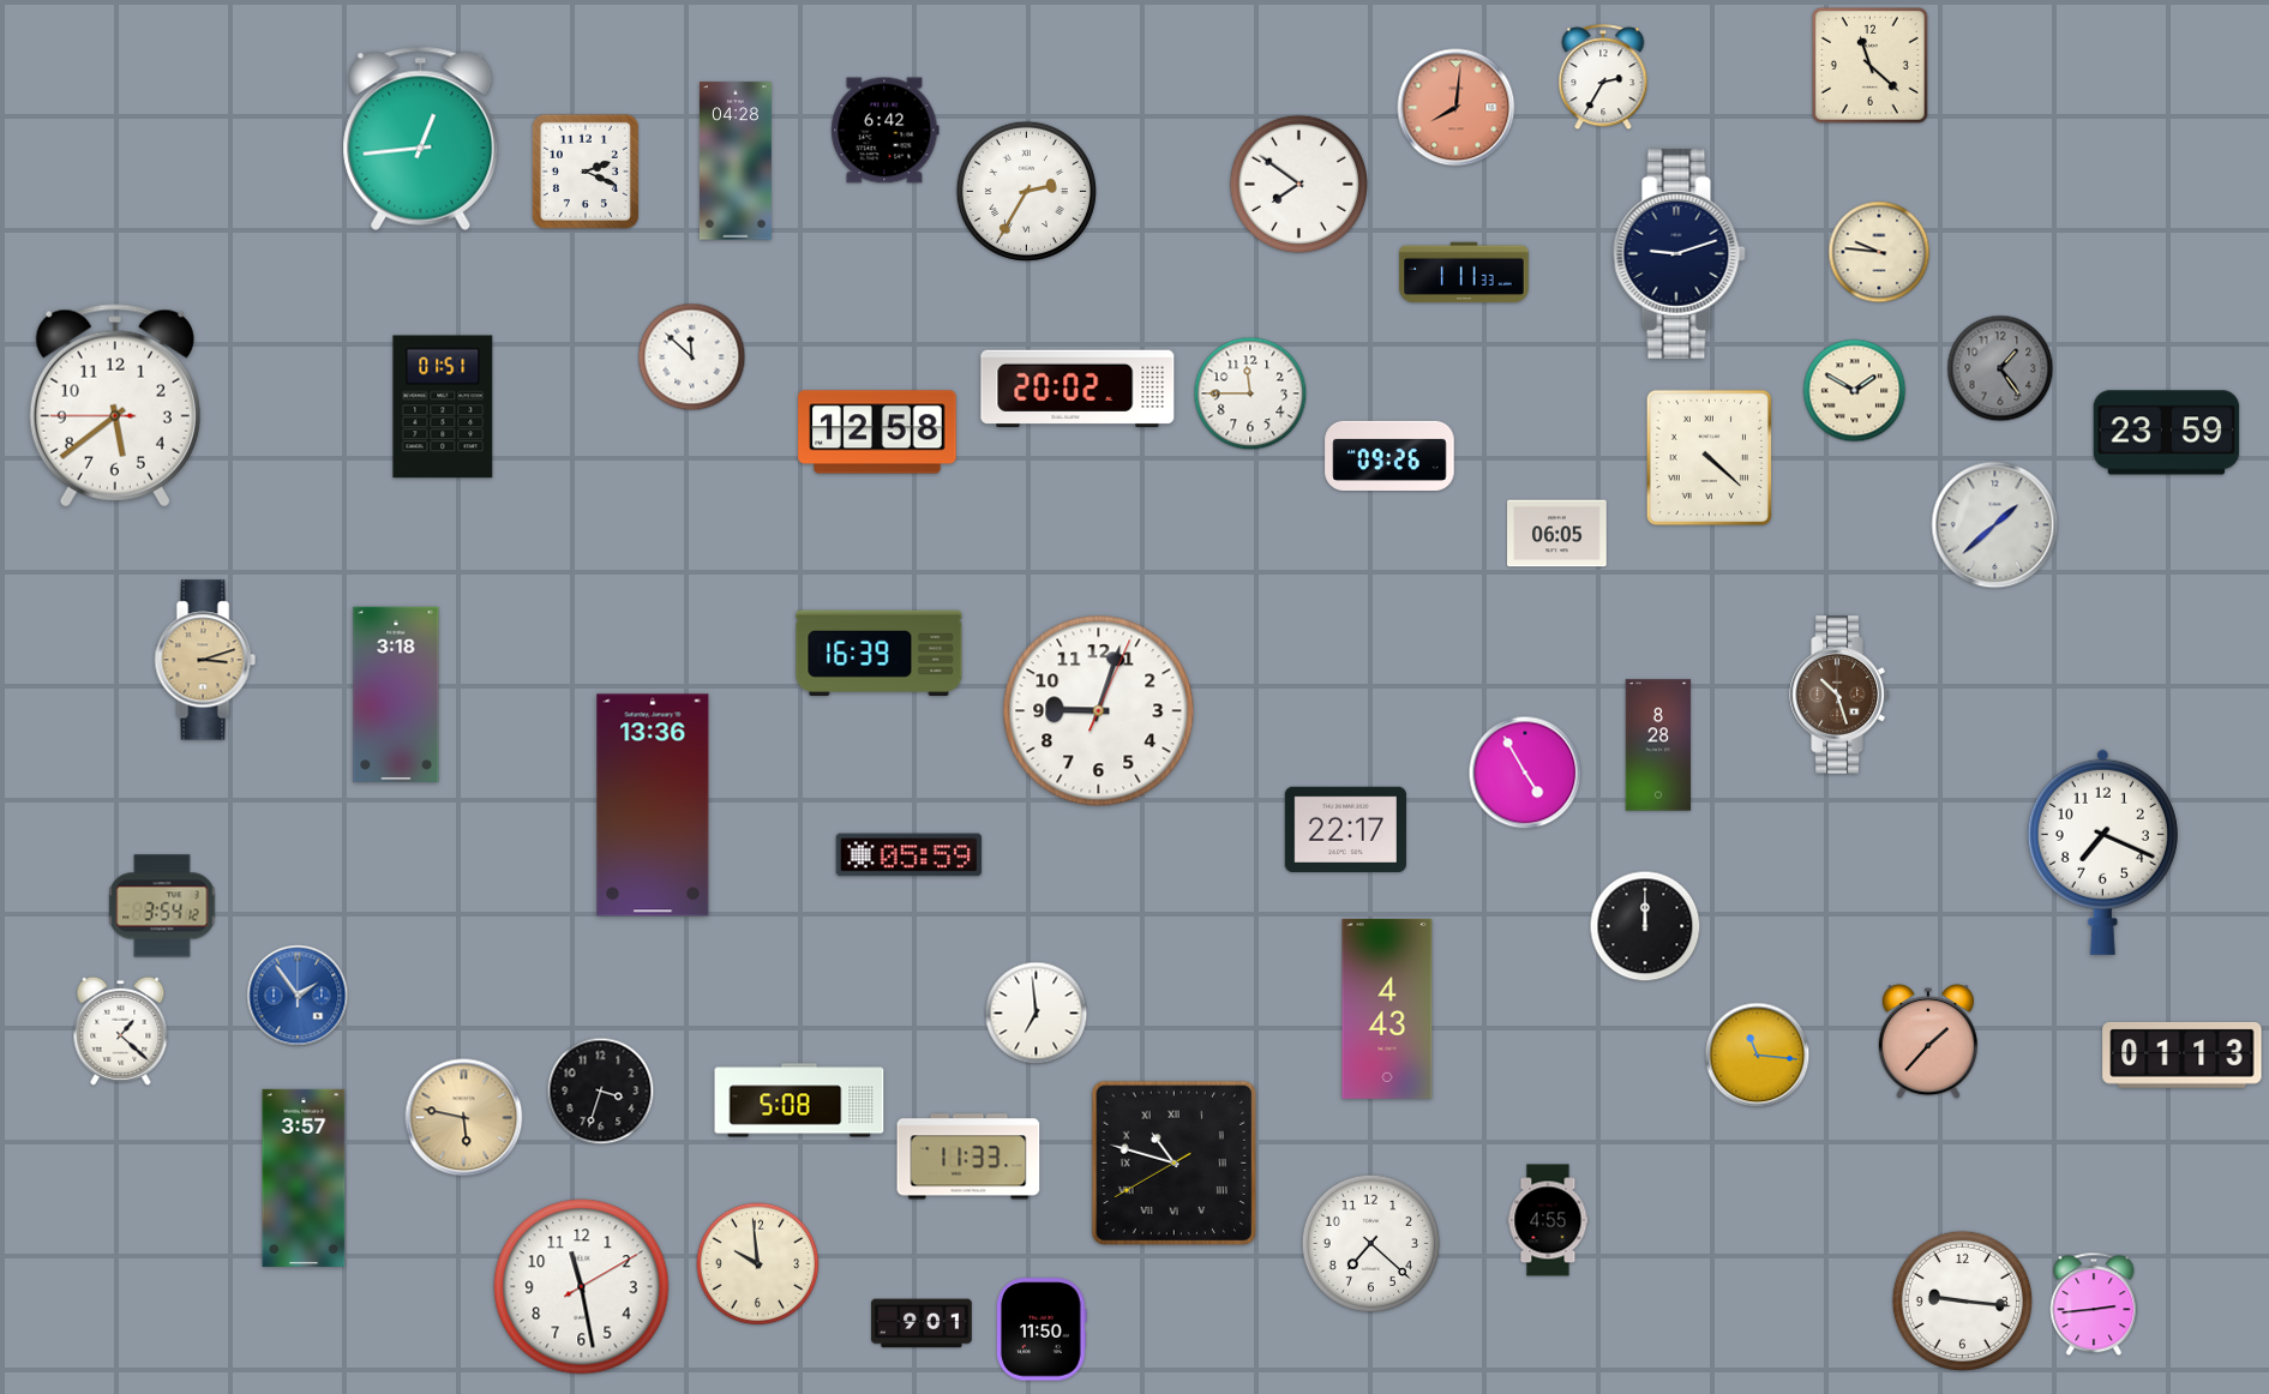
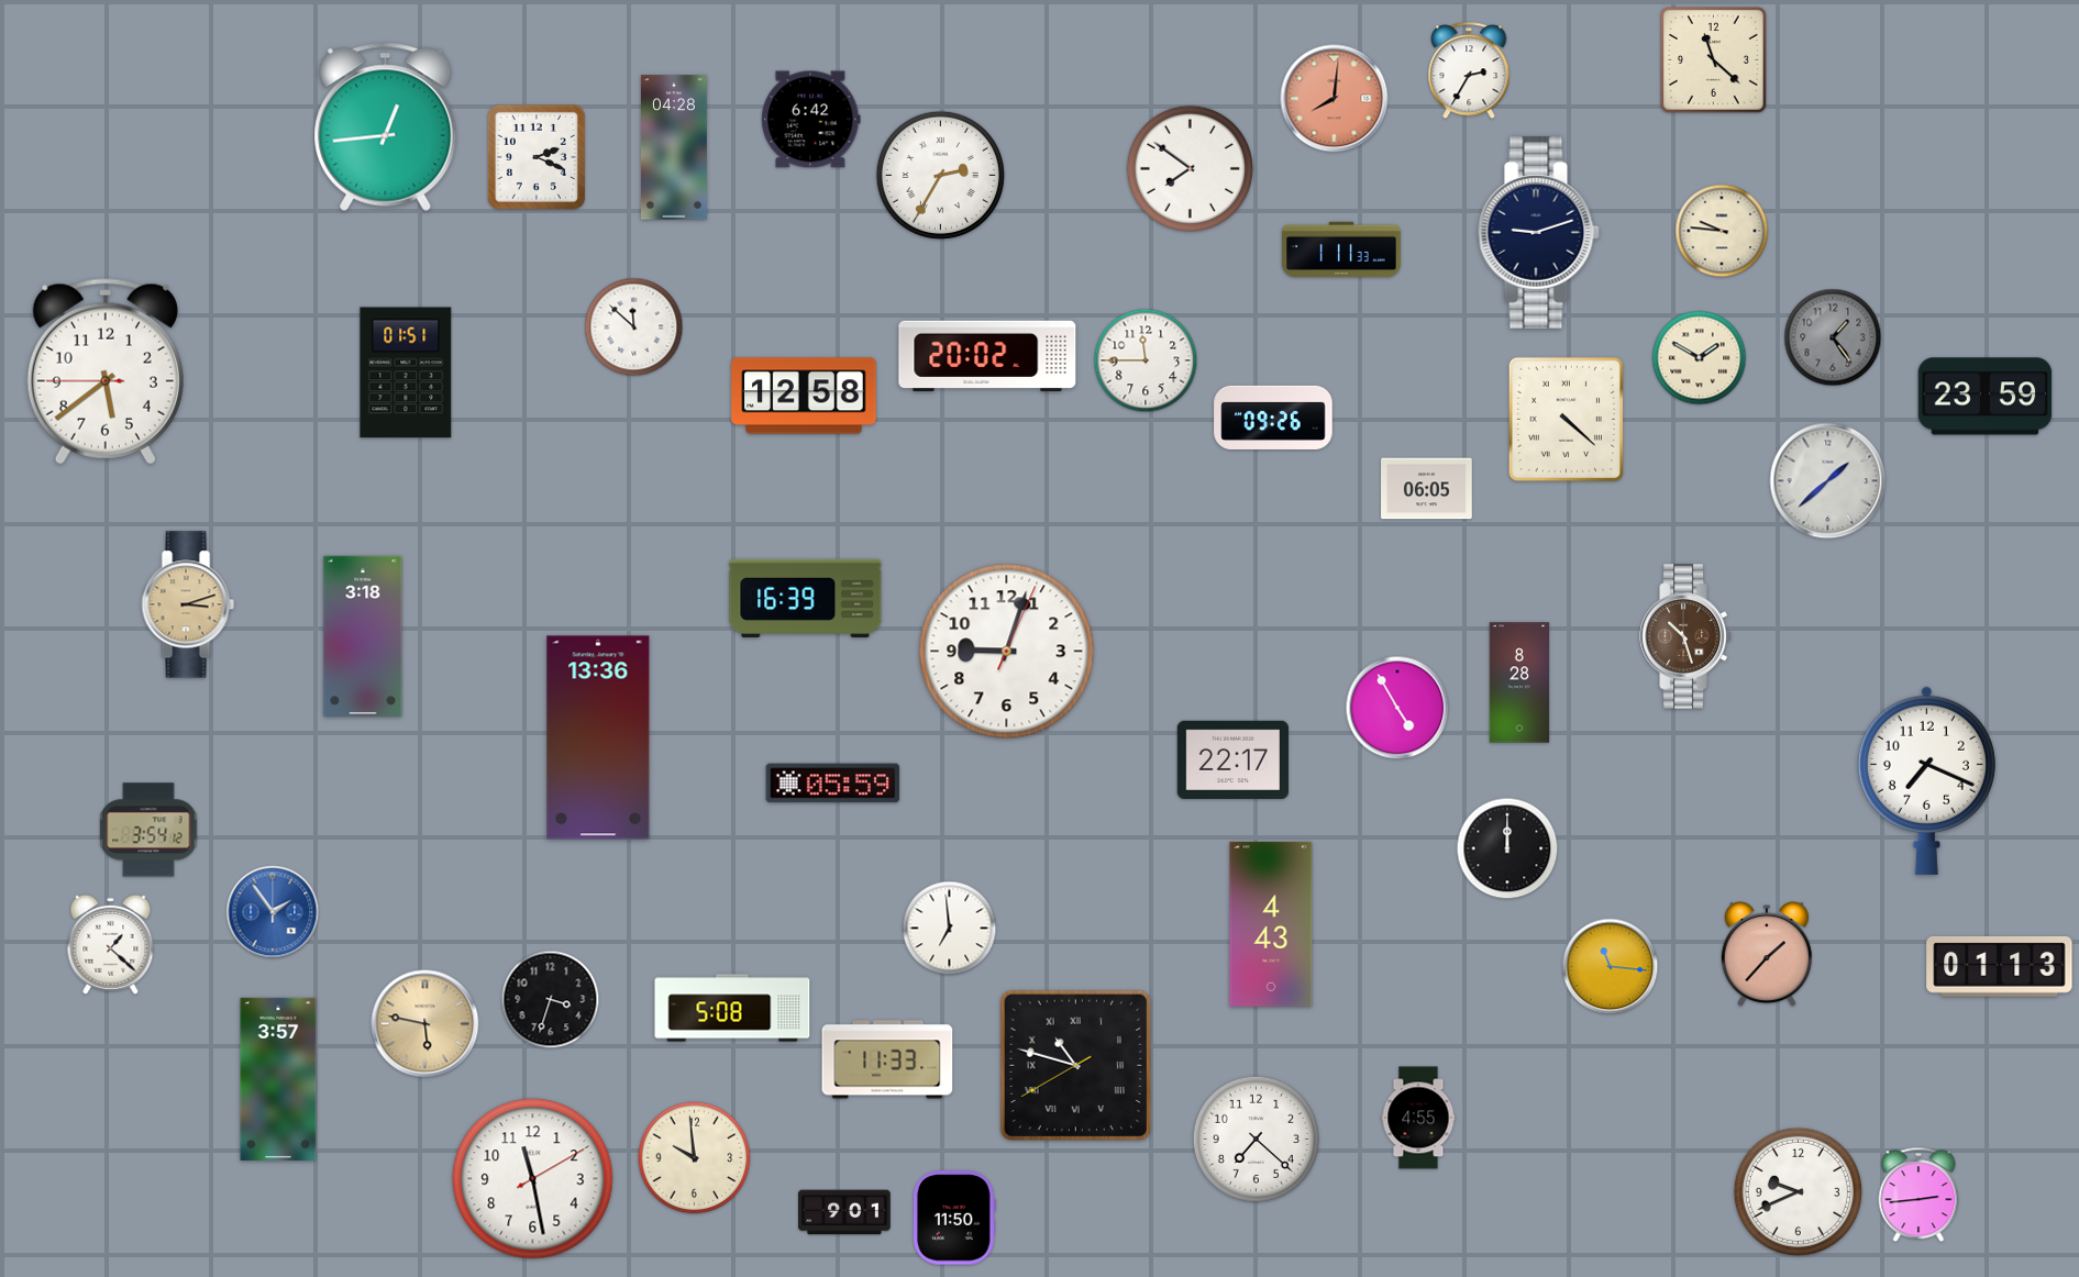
clock at (1962, 1300): 9:16 -> 9:41
